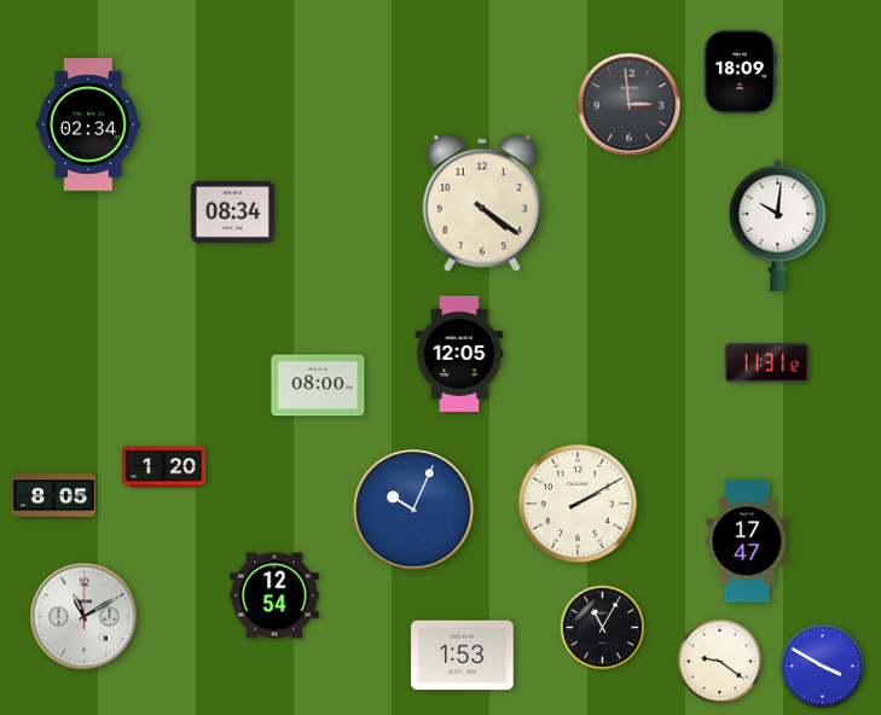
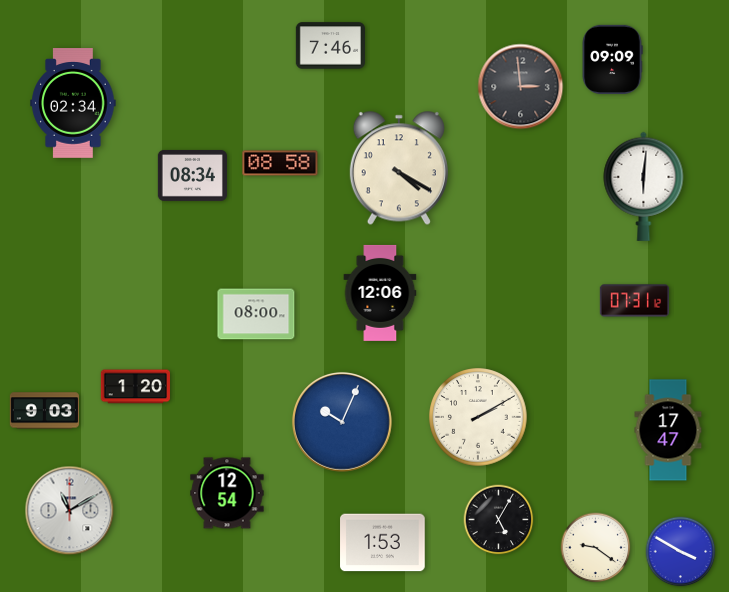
clock at (330, 46): none -> 7:46
clock at (740, 71): 18:09 -> 09:09
clock at (280, 163): none -> 08:58
clock at (482, 203): 4:21 -> 4:20
clock at (778, 225): 10:01 -> 6:01
clock at (459, 354): 12:05 -> 12:06
clock at (766, 364): 11:31 -> 07:31
clock at (318, 385) position: (318, 385) -> (256, 314)
clock at (53, 496): 8:05 -> 9:03
clock at (747, 541) position: (747, 541) -> (668, 430)
clock at (603, 628): 11:05 -> 5:05
